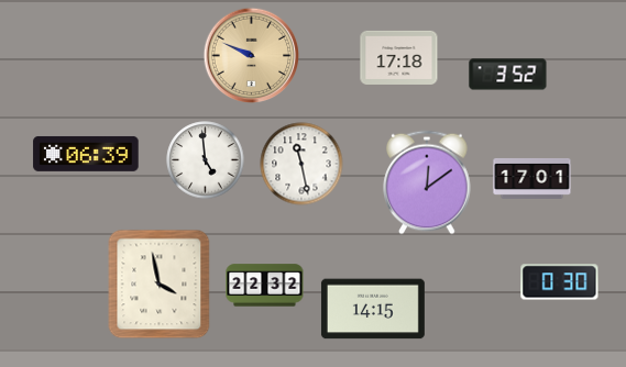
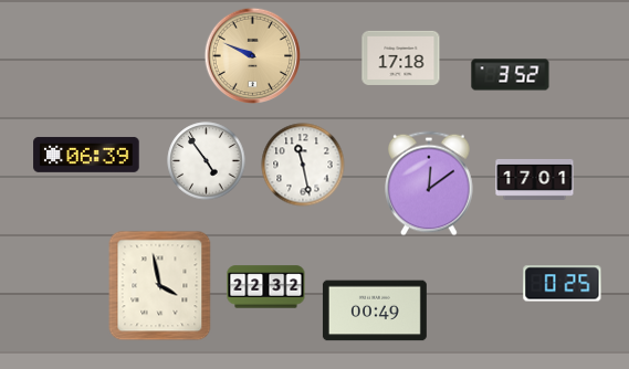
clock at (206, 160): 4:59 -> 4:54
clock at (560, 282): 0:30 -> 0:25
clock at (373, 309): 14:15 -> 00:49
